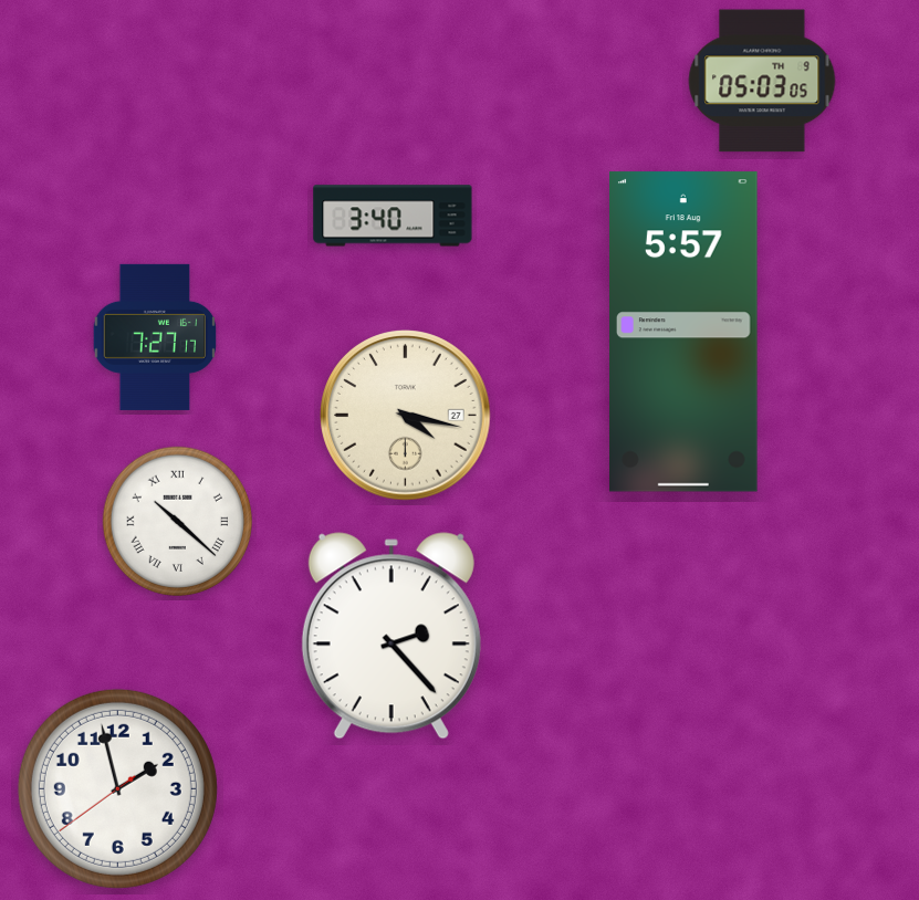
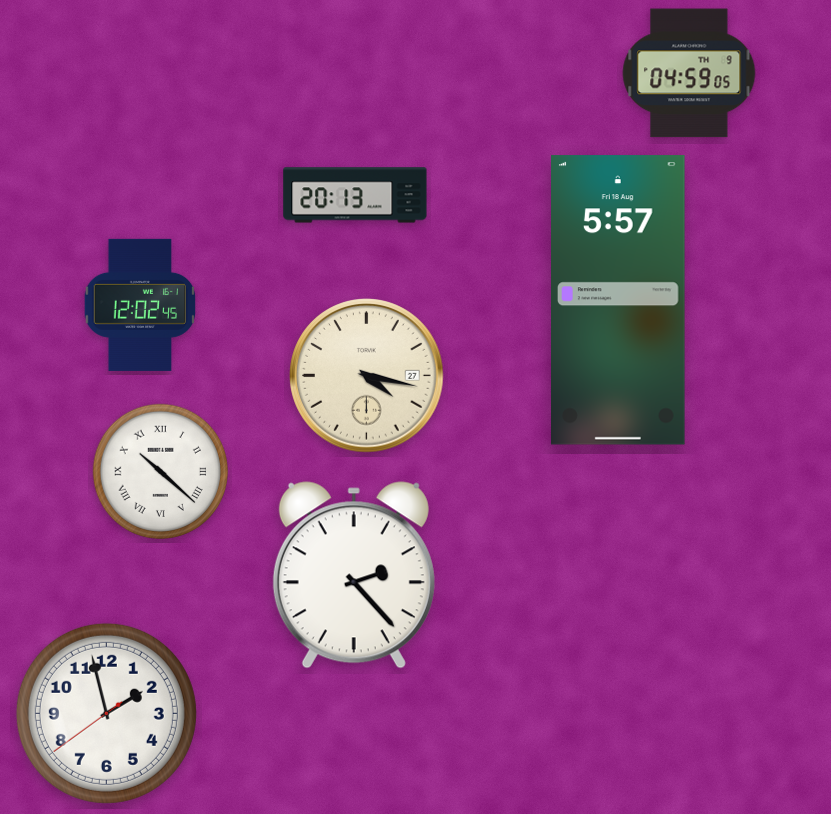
clock at (762, 81): 05:03 -> 04:59
clock at (393, 216): 3:40 -> 20:13
clock at (155, 337): 7:27 -> 12:02
